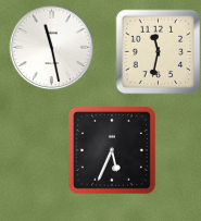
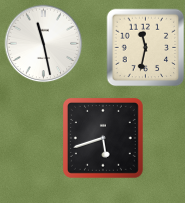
clock at (51, 47) position: (51, 47) -> (43, 43)
clock at (112, 150): 5:34 -> 5:42
